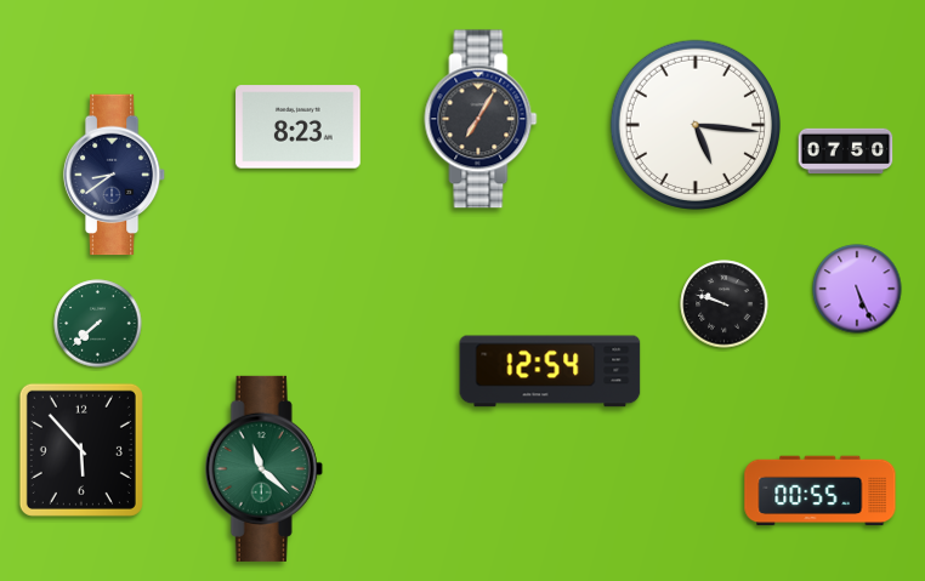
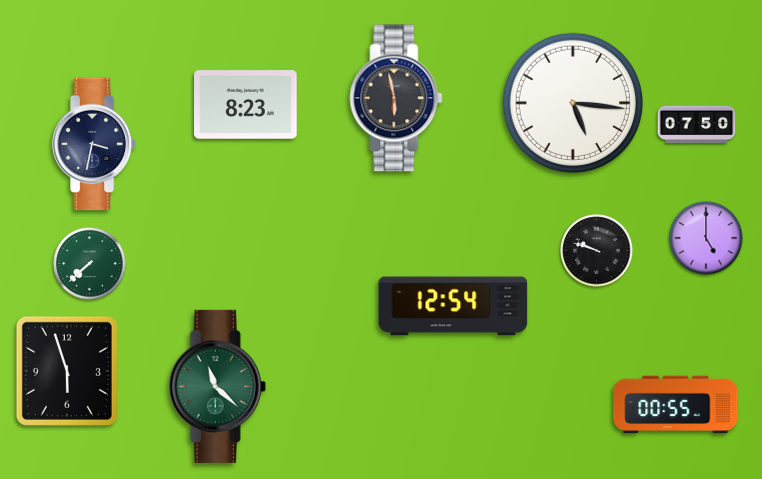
clock at (481, 119): 7:05 -> 5:58
clock at (114, 175): 8:39 -> 3:32
clock at (857, 289): 5:26 -> 5:00
clock at (98, 324) position: (98, 324) -> (90, 264)
clock at (81, 450): 5:53 -> 5:57
